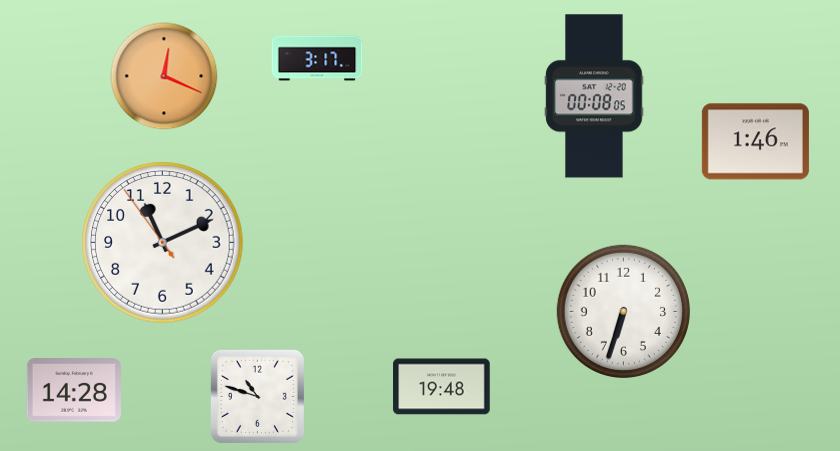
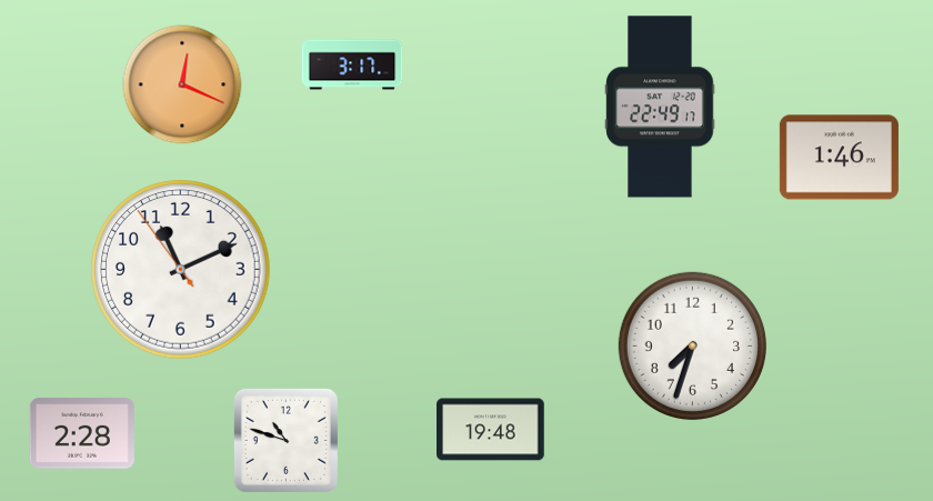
clock at (594, 96): 00:08 -> 22:49
clock at (623, 311): 6:33 -> 7:33
clock at (74, 390): 14:28 -> 2:28
